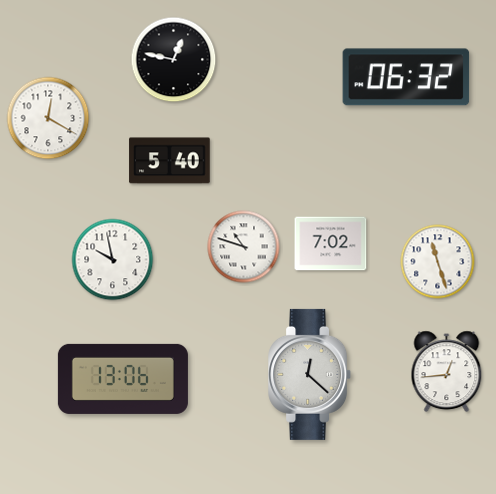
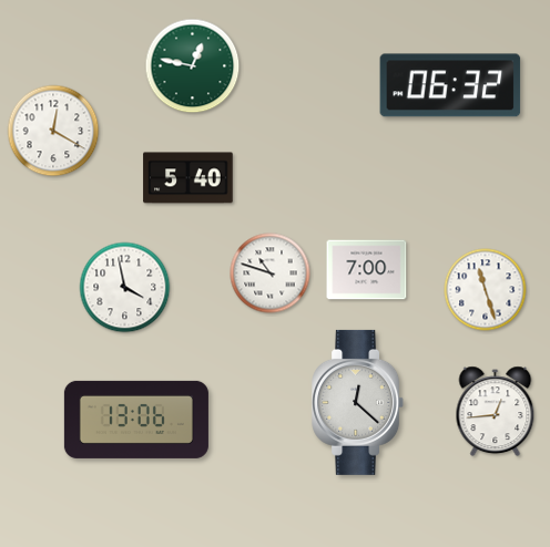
clock at (174, 60) dial: black -> green
clock at (331, 244): 7:02 -> 7:00
clock at (113, 260): 9:58 -> 3:58
clock at (310, 374) position: (310, 374) -> (358, 402)
